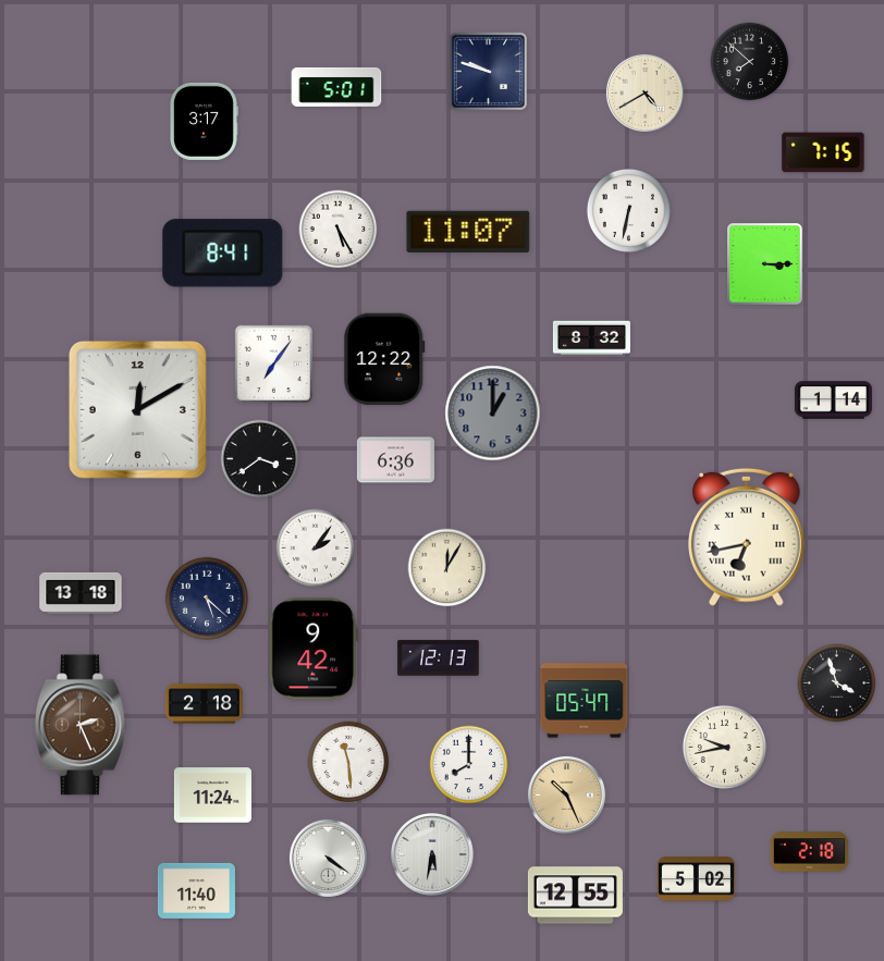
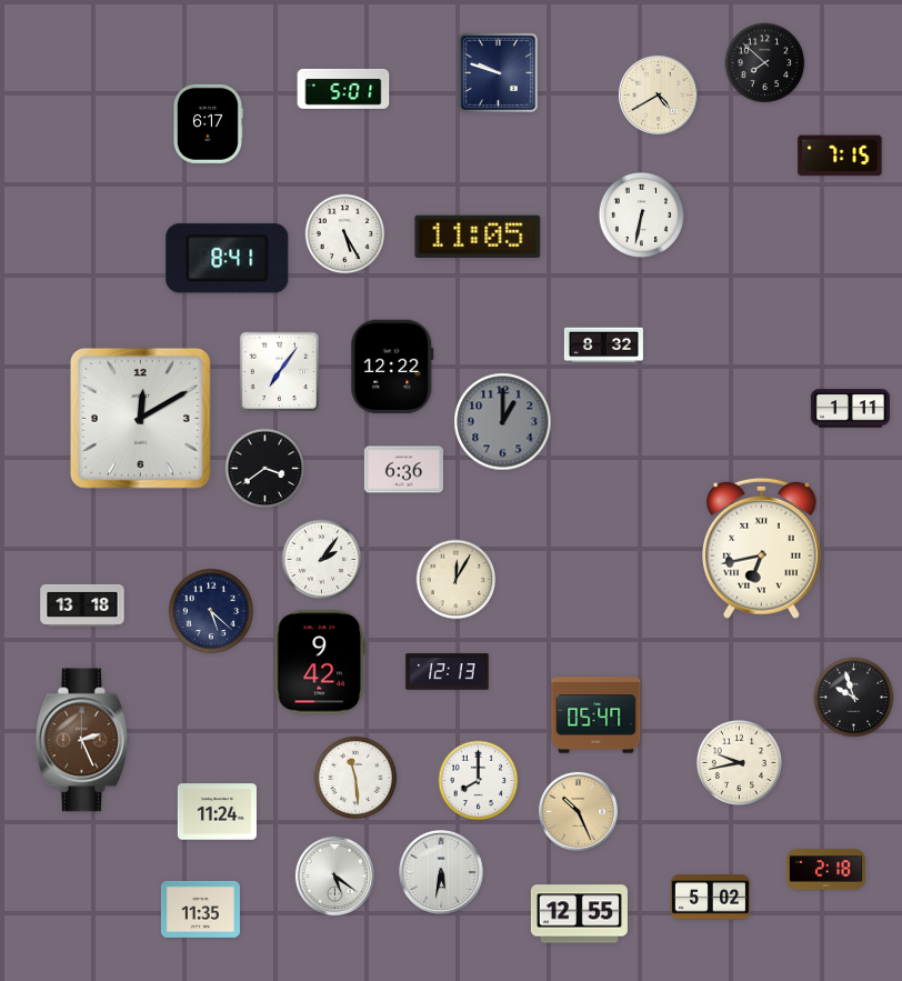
clock at (205, 121): 3:17 -> 6:17
clock at (468, 232): 11:07 -> 11:05
clock at (765, 264): 3:15 -> none
clock at (833, 401): 1:14 -> 1:11
clock at (837, 683): 3:57 -> 9:57
clock at (204, 704): 2:18 -> none
clock at (328, 858): 4:21 -> 5:21
clock at (196, 890): 11:40 -> 11:35
clock at (575, 896) position: (575, 896) -> (579, 914)
